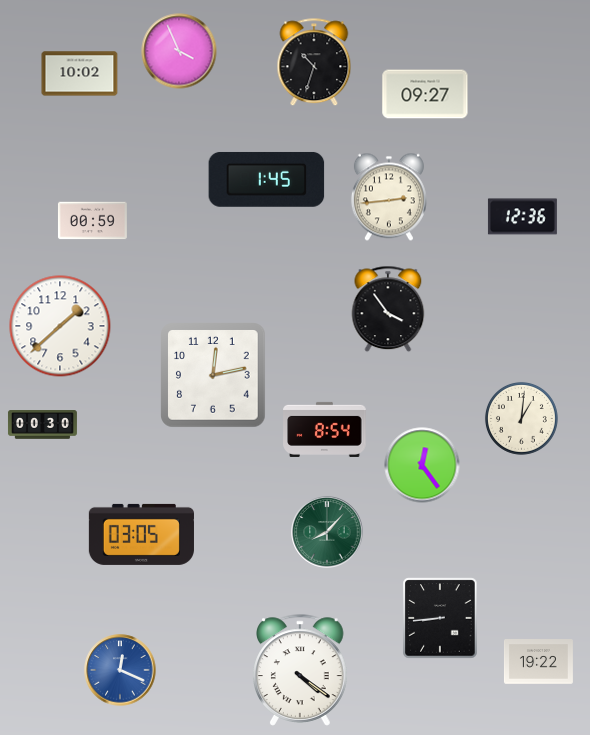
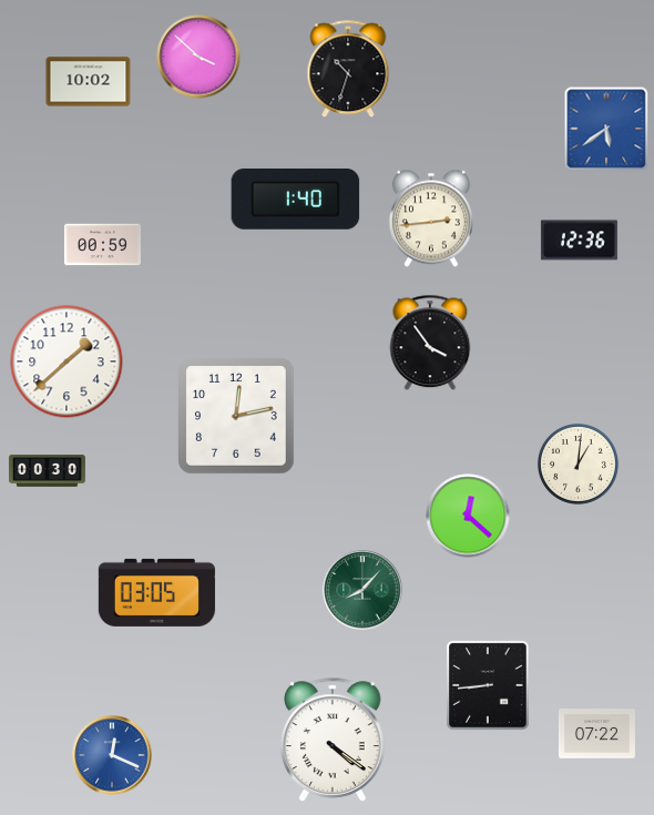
clock at (179, 51): 3:56 -> 3:52
clock at (425, 94): 09:27 -> none
clock at (606, 129): none -> 5:39
clock at (267, 179): 1:45 -> 1:40
clock at (325, 429): 8:54 -> none
clock at (422, 465): 12:24 -> 12:22
clock at (538, 662): 19:22 -> 07:22
clock at (120, 670) position: (120, 670) -> (112, 755)
clock at (301, 670) position: (301, 670) -> (334, 740)
